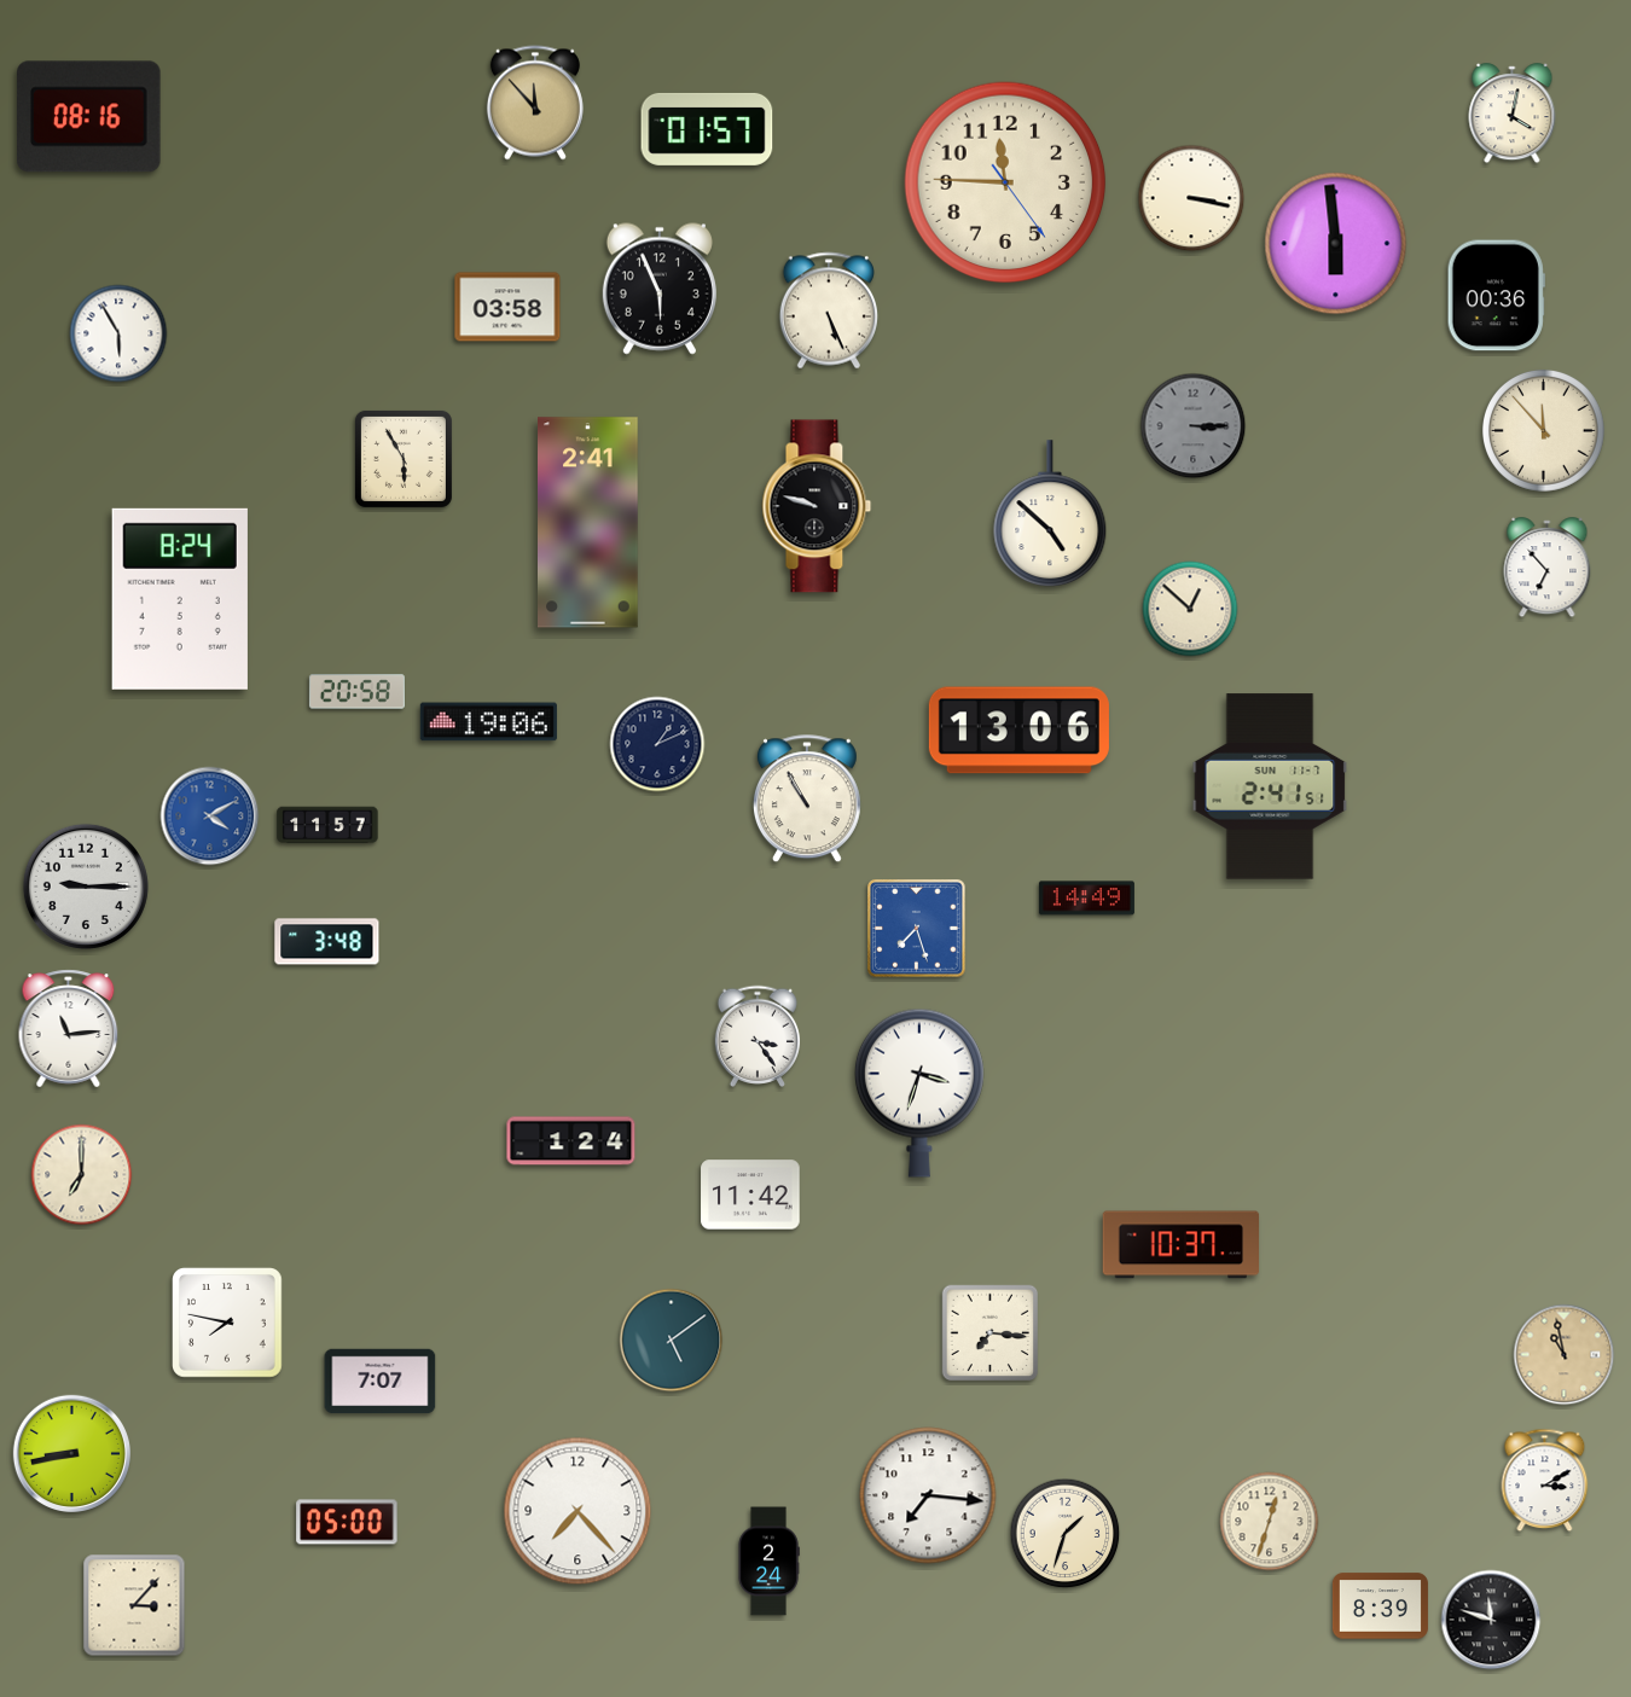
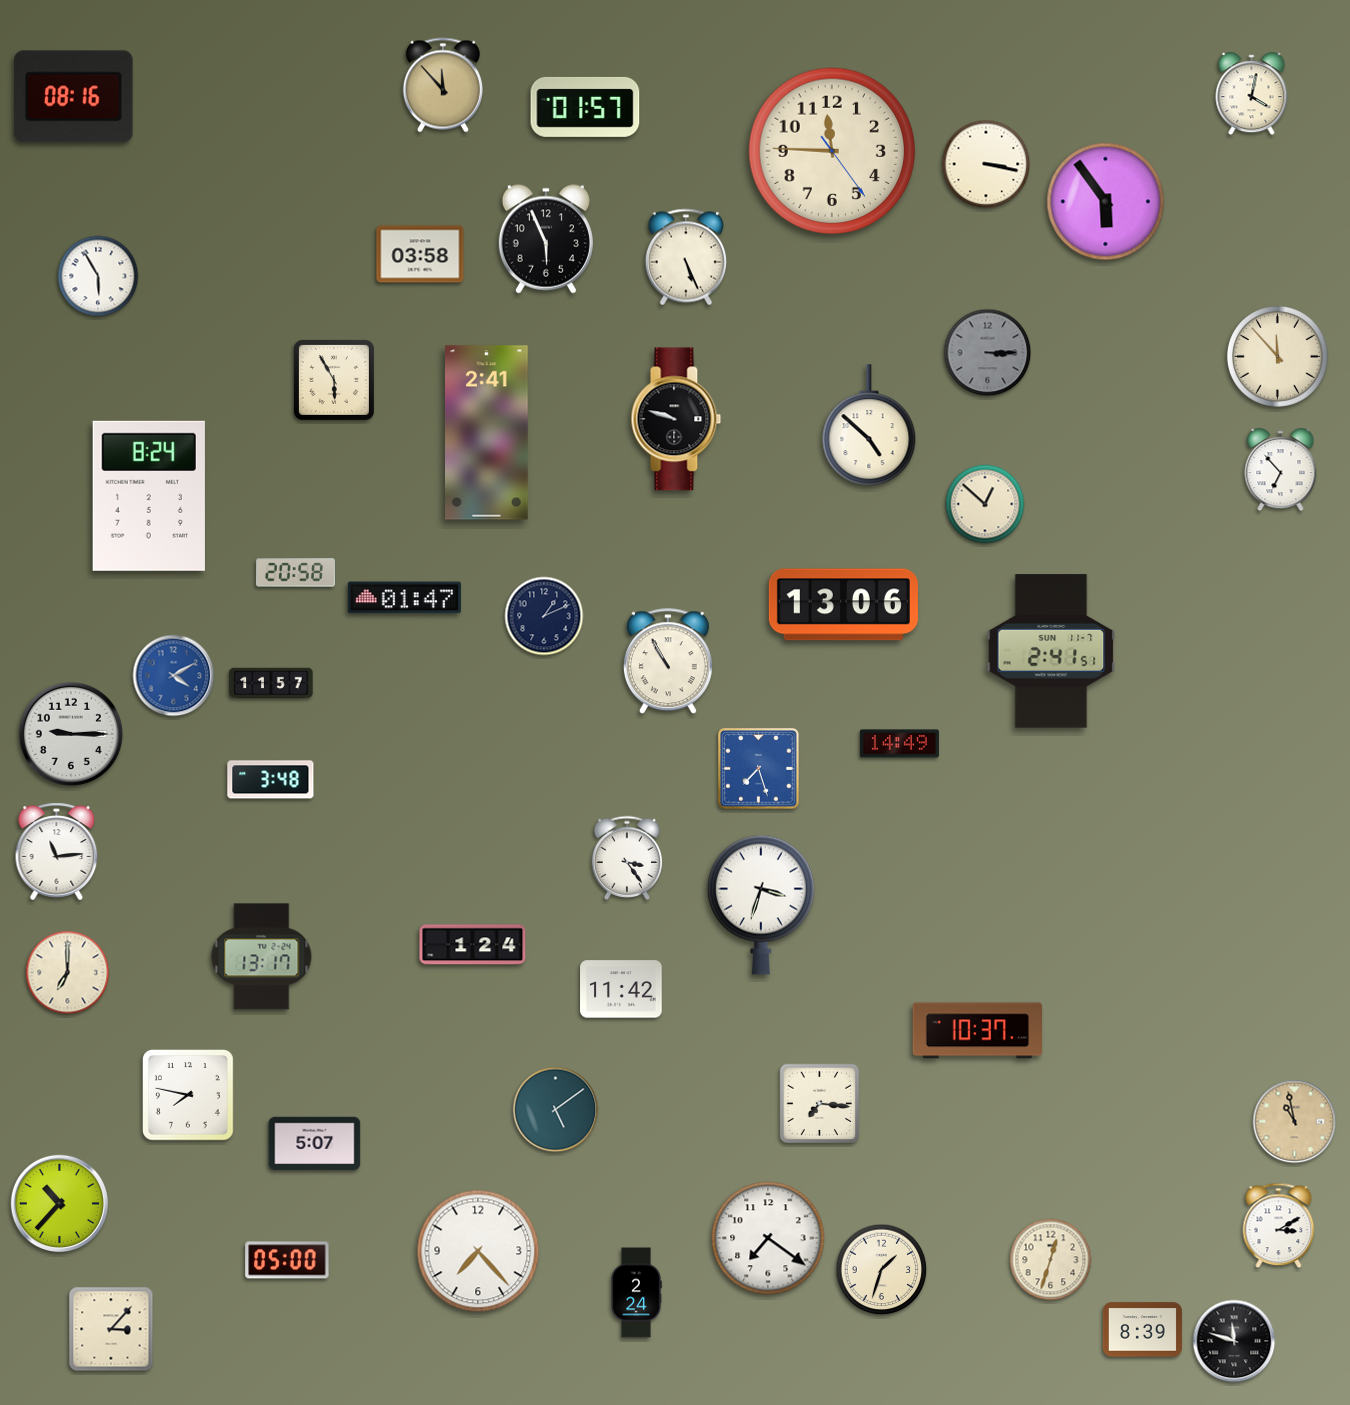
clock at (1336, 244): 5:59 -> 5:54
clock at (1496, 296): 00:36 -> none
clock at (488, 722): 19:06 -> 01:47
clock at (262, 957): none -> 13:17
clock at (381, 1382): 7:07 -> 5:07
clock at (71, 1453): 8:43 -> 10:37
clock at (928, 1495): 7:16 -> 7:21
